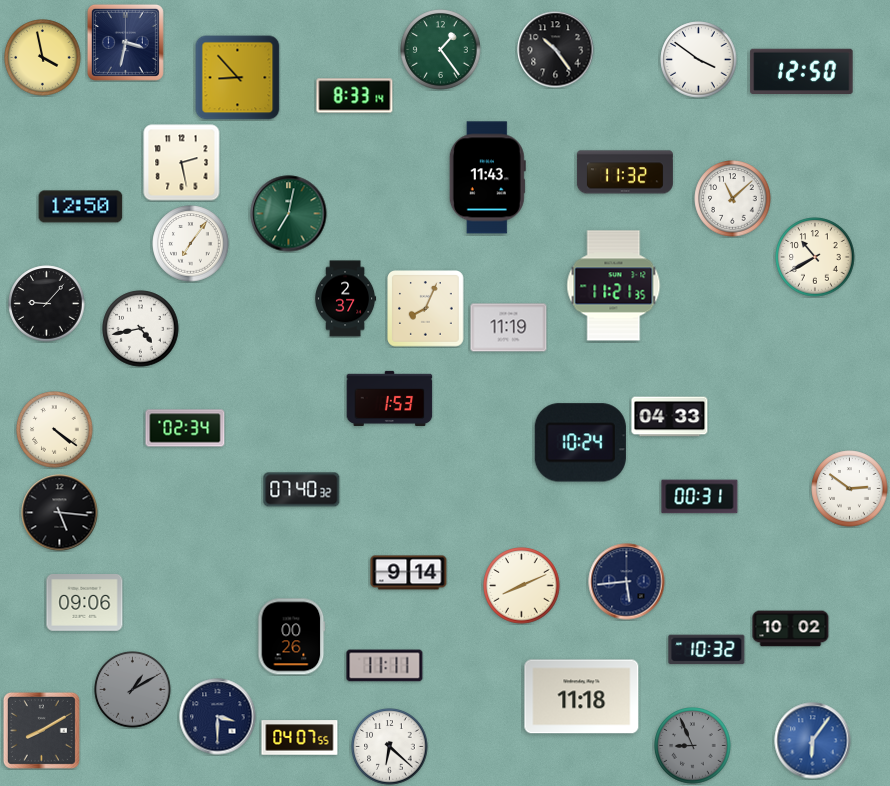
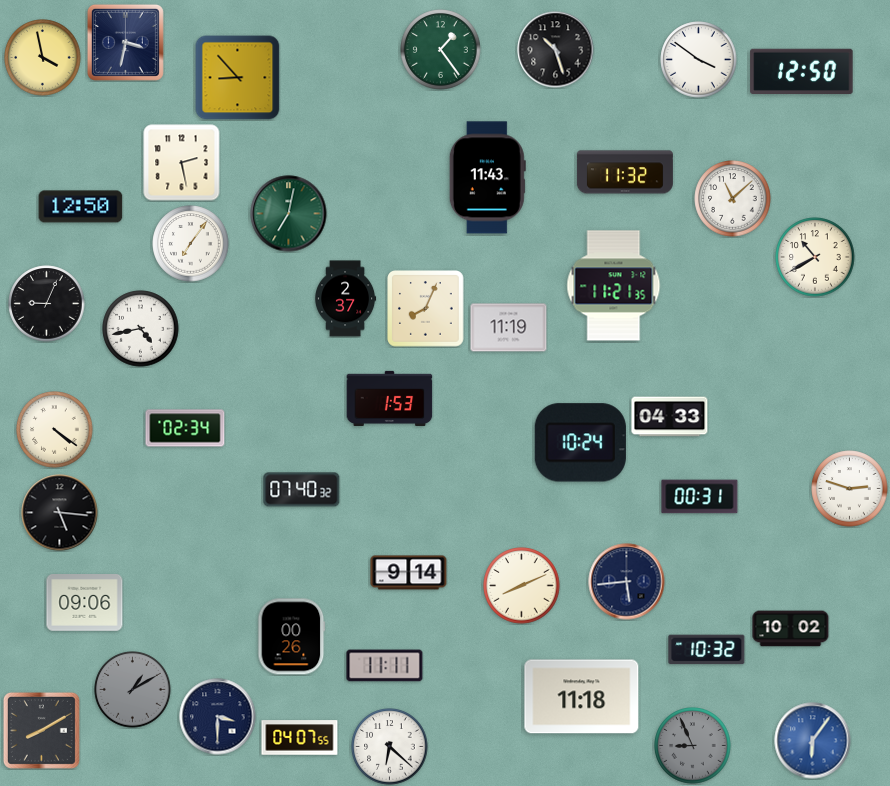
clock at (556, 50): 10:24 -> 10:27
clock at (355, 96): 8:33 -> none
clock at (47, 304): 9:07 -> 9:04
clock at (850, 489): 2:51 -> 2:48
